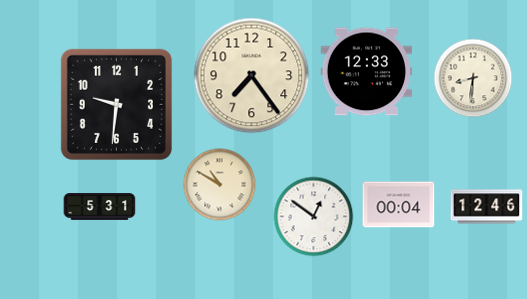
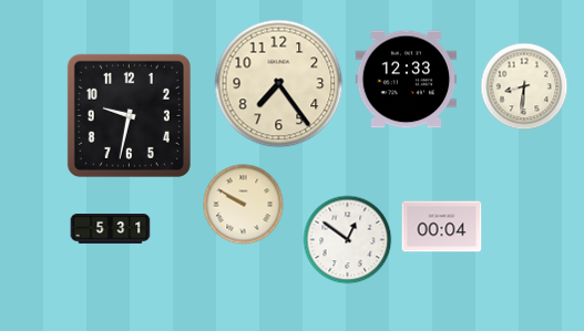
clock at (116, 104): 9:31 -> 9:32
clock at (220, 185): 10:50 -> 9:50
clock at (487, 207): 12:46 -> none
